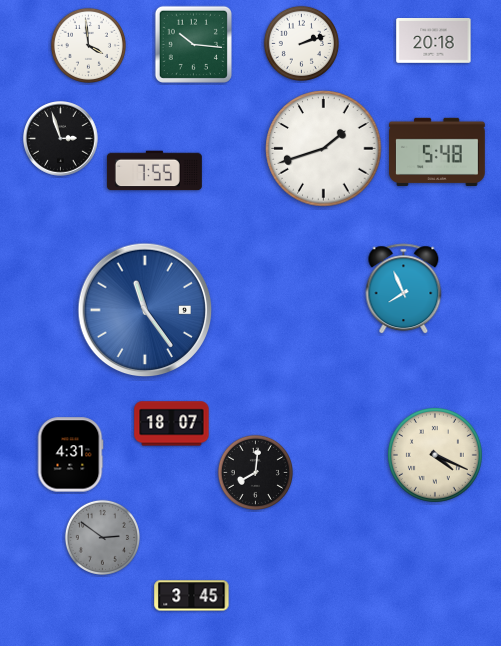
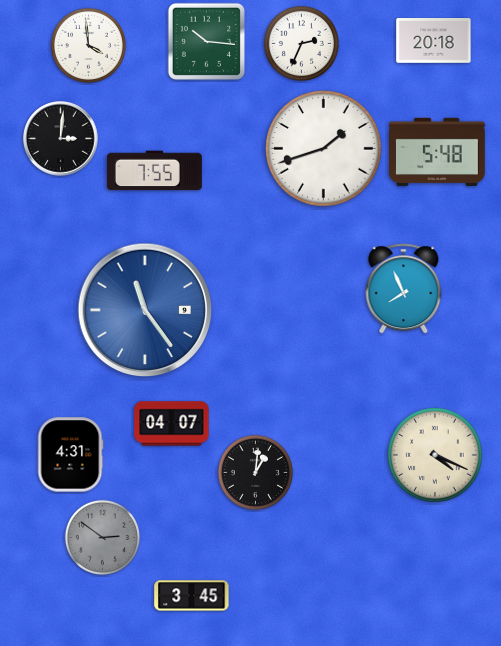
clock at (301, 43): 2:12 -> 2:34
clock at (193, 44) position: (193, 44) -> (206, 41)
clock at (61, 139): 2:57 -> 3:01
clock at (172, 424): 18:07 -> 04:07
clock at (255, 472): 8:01 -> 1:01
